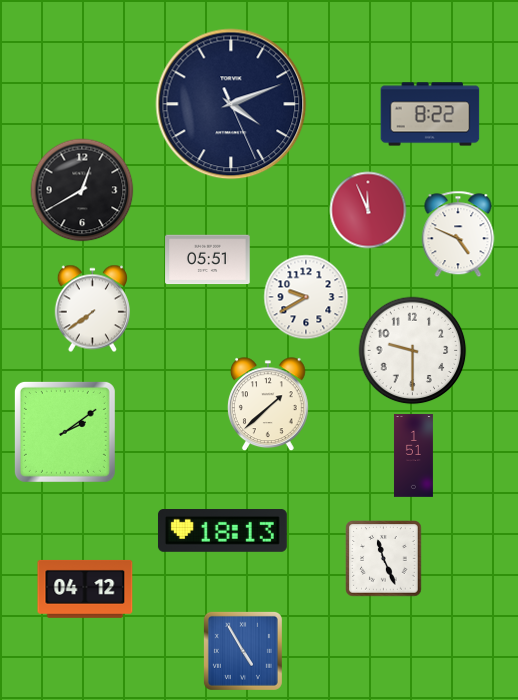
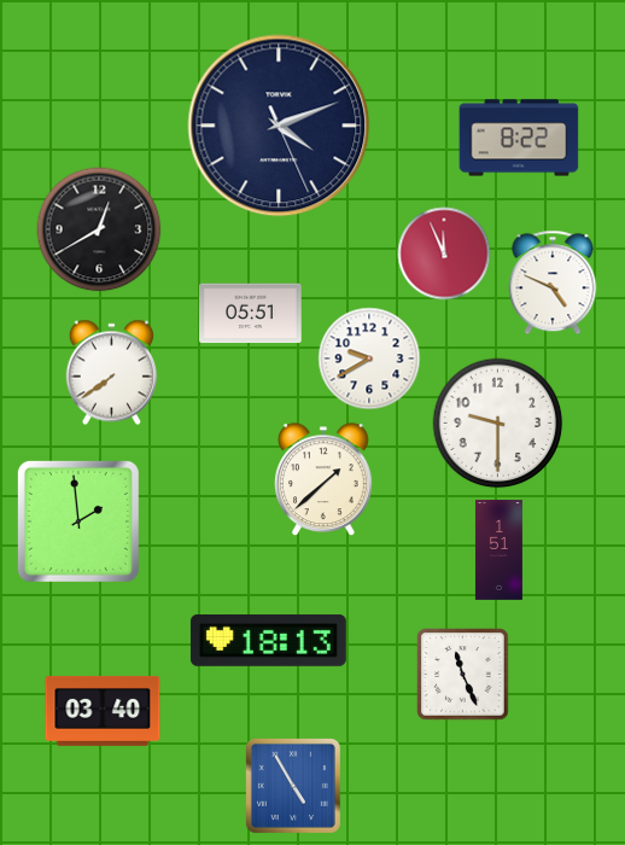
clock at (268, 405) position: (268, 405) -> (323, 480)
clock at (65, 432): 2:09 -> 1:59
clock at (85, 589): 04:12 -> 03:40
